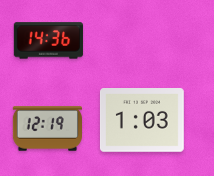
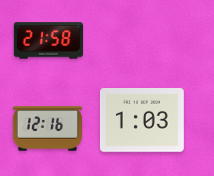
clock at (48, 41): 14:36 -> 21:58
clock at (47, 129): 12:19 -> 12:16
